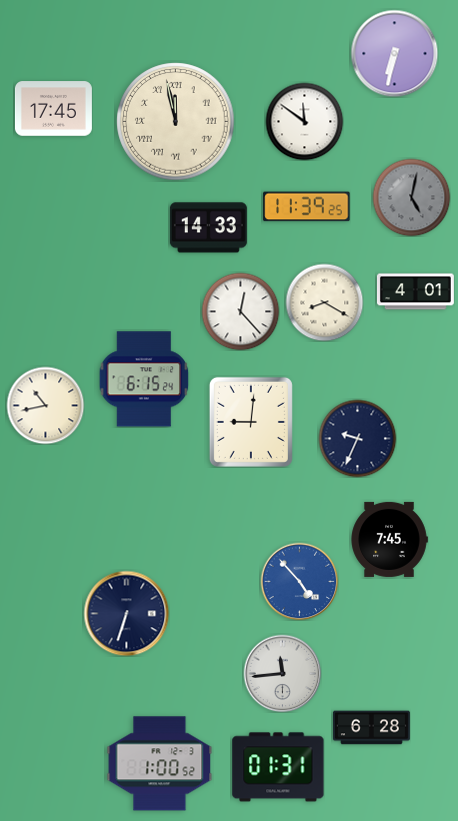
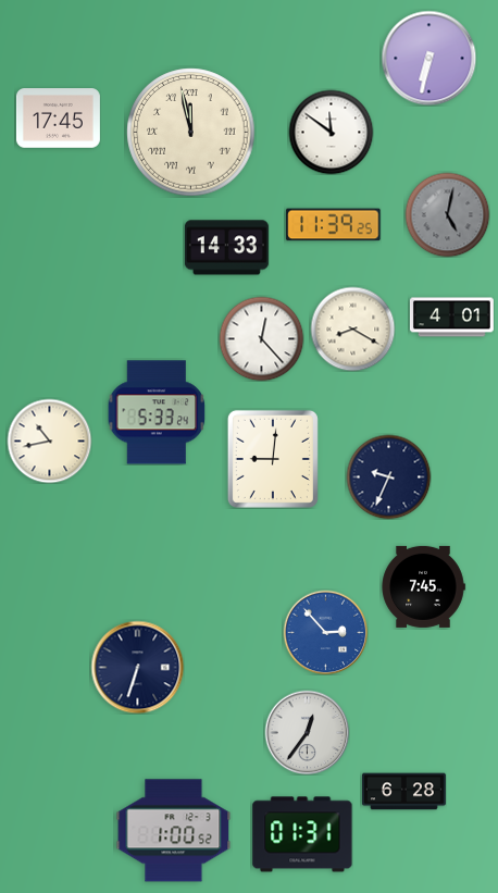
clock at (144, 379): 6:15 -> 5:33
clock at (299, 581): 4:53 -> 2:53
clock at (282, 673): 11:44 -> 12:36
